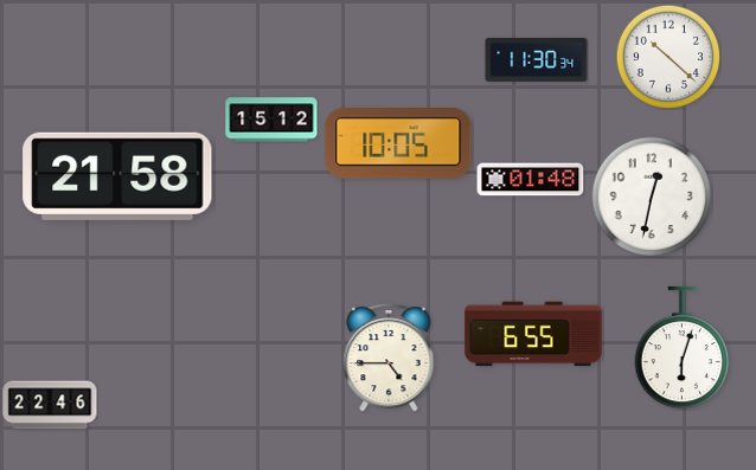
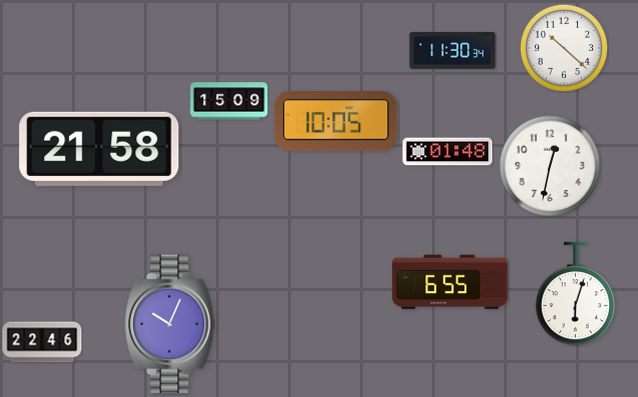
clock at (271, 120): 15:12 -> 15:09
clock at (389, 358): 4:45 -> none
clock at (170, 324): none -> 10:04
